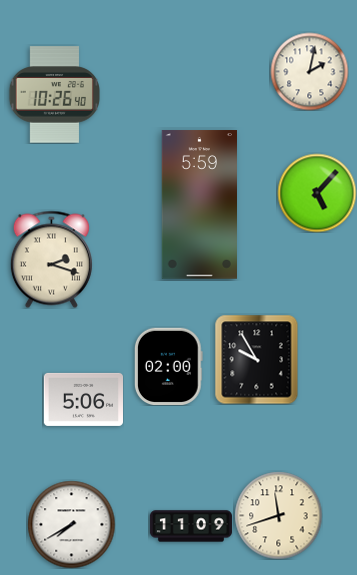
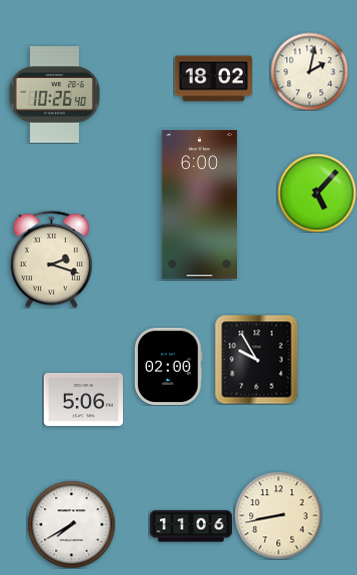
clock at (213, 79): none -> 18:02
clock at (199, 205): 5:59 -> 6:00
clock at (278, 515): 11:42 -> 8:43
clock at (191, 526): 11:09 -> 11:06
